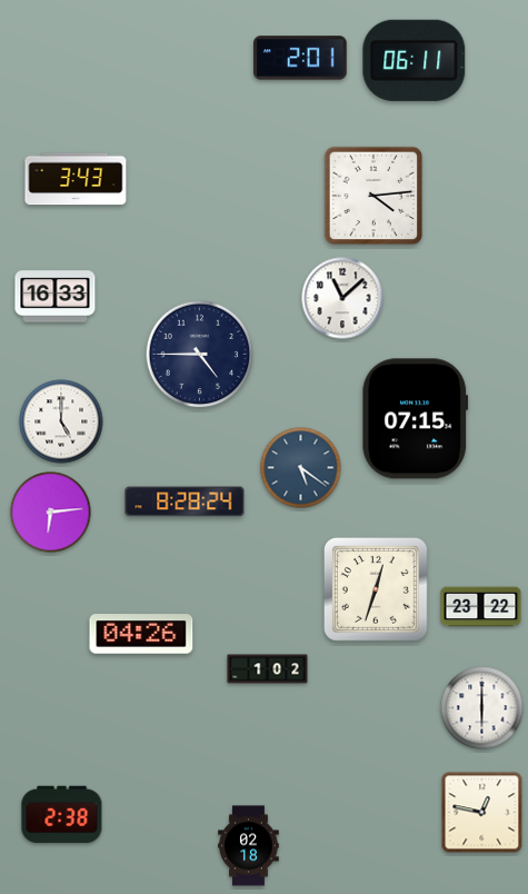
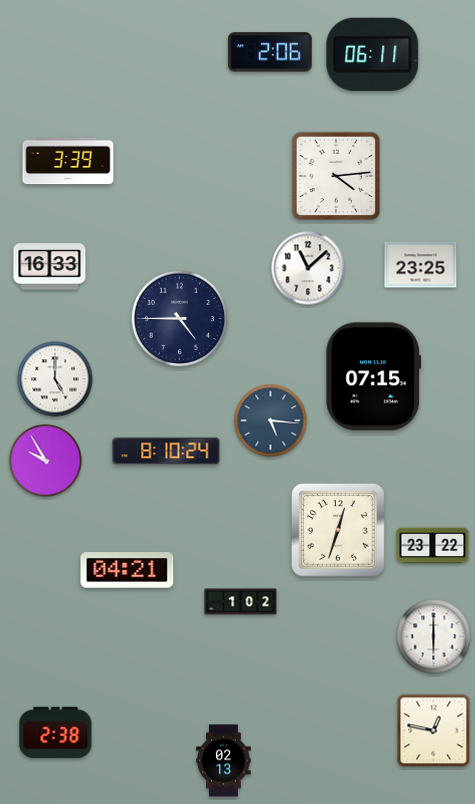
clock at (301, 58): 2:01 -> 2:06
clock at (76, 179): 3:43 -> 3:39
clock at (421, 265): none -> 23:25
clock at (301, 468): 5:21 -> 5:16
clock at (185, 501): 8:28 -> 8:10
clock at (51, 513): 6:14 -> 9:55
clock at (141, 634): 04:26 -> 04:21
clock at (249, 846): 02:18 -> 02:13
